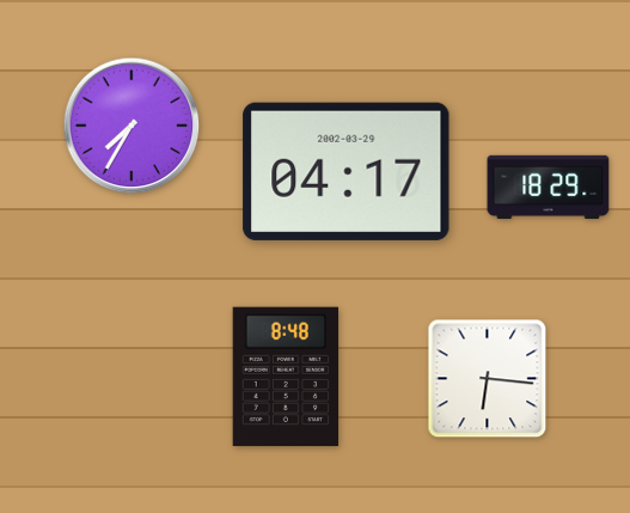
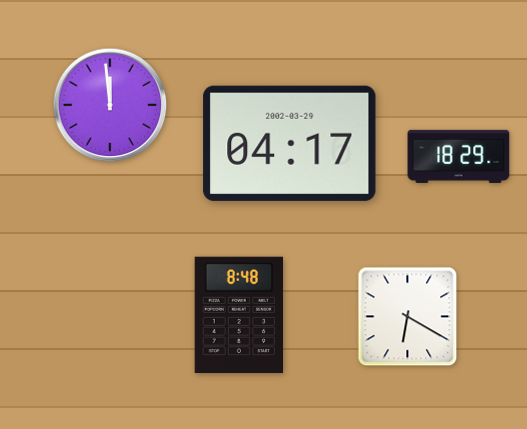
clock at (131, 126): 7:35 -> 11:59
clock at (488, 379): 6:16 -> 6:20
